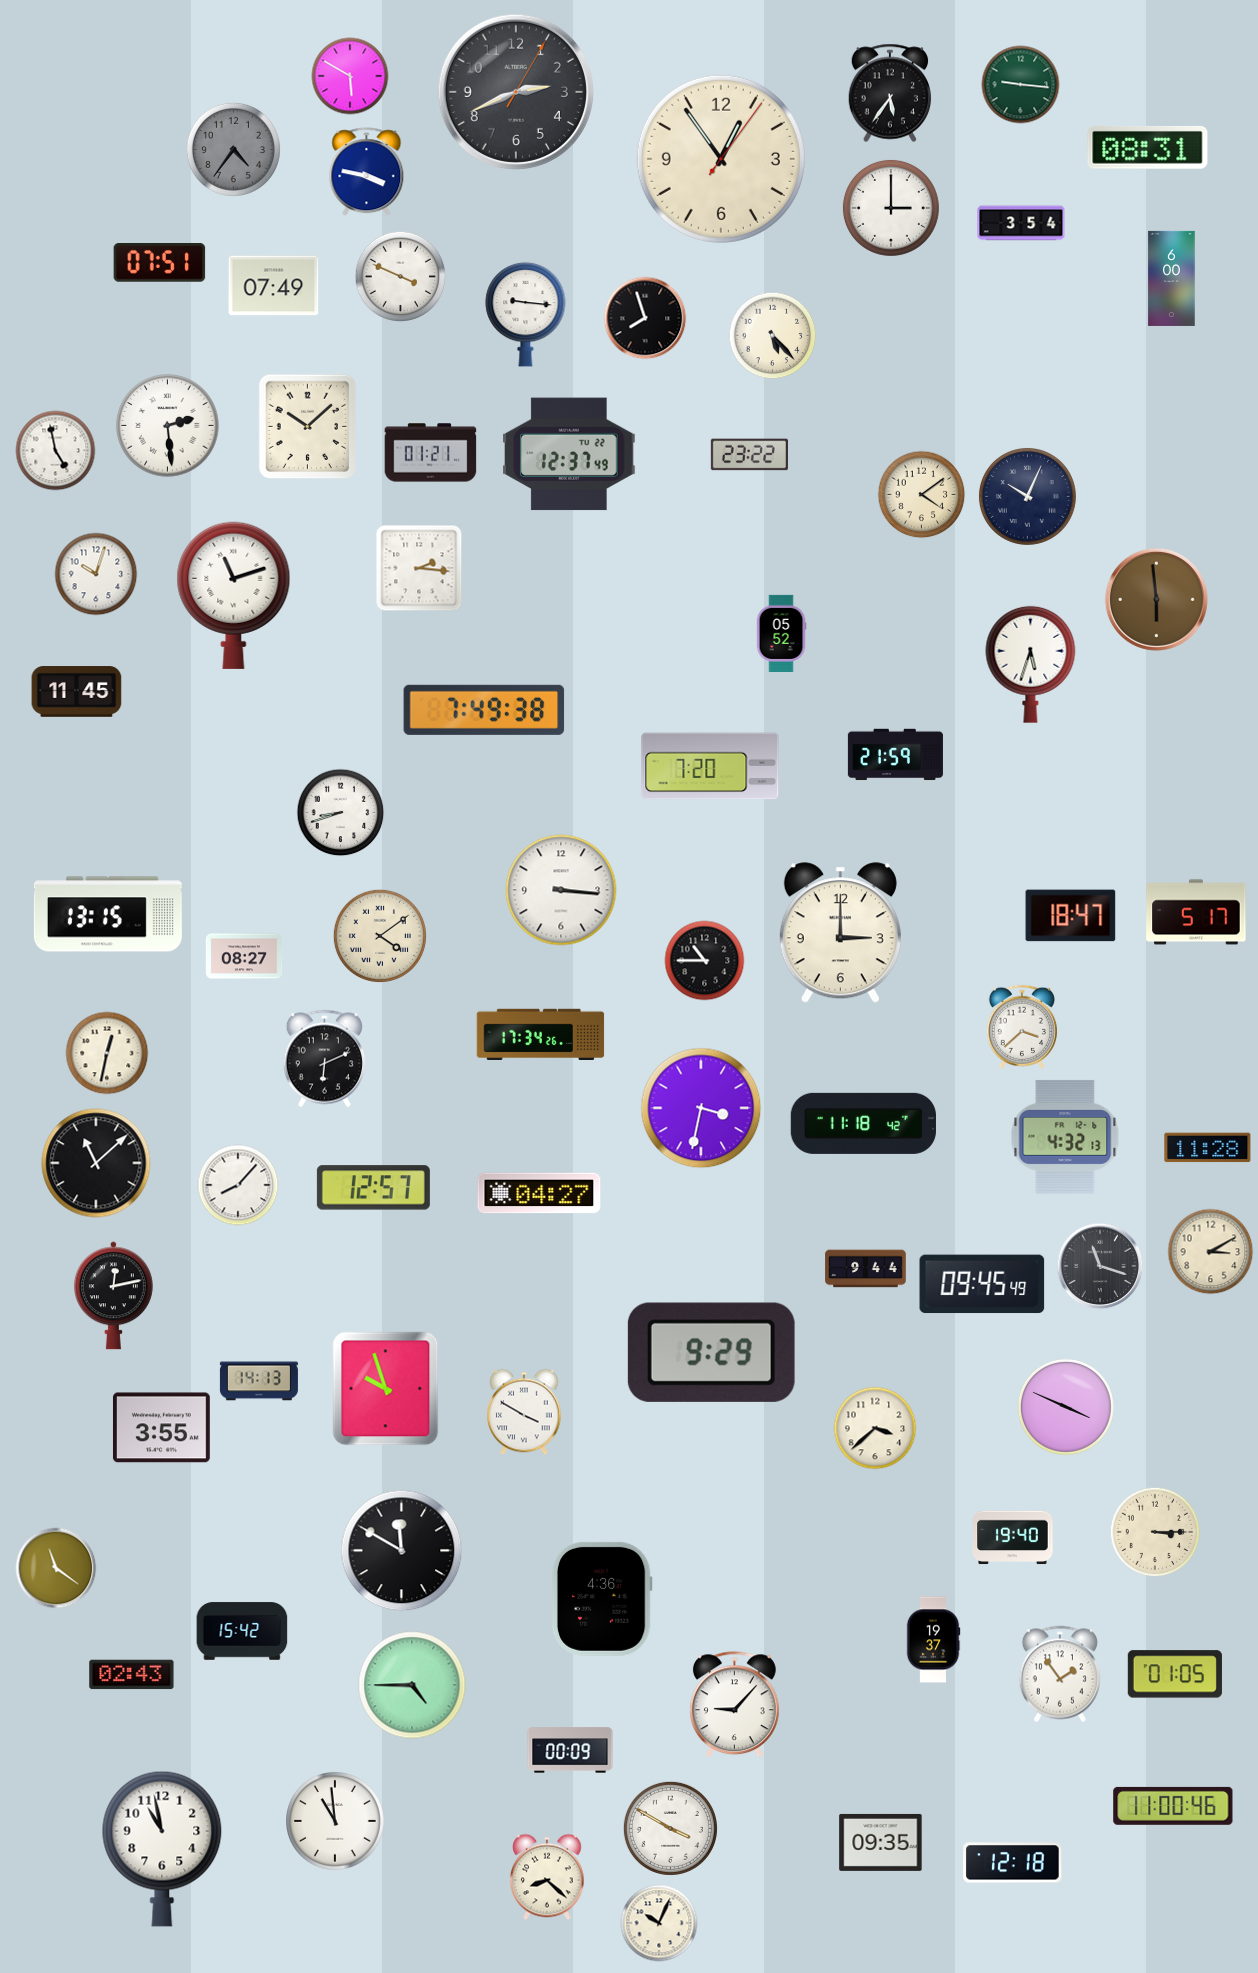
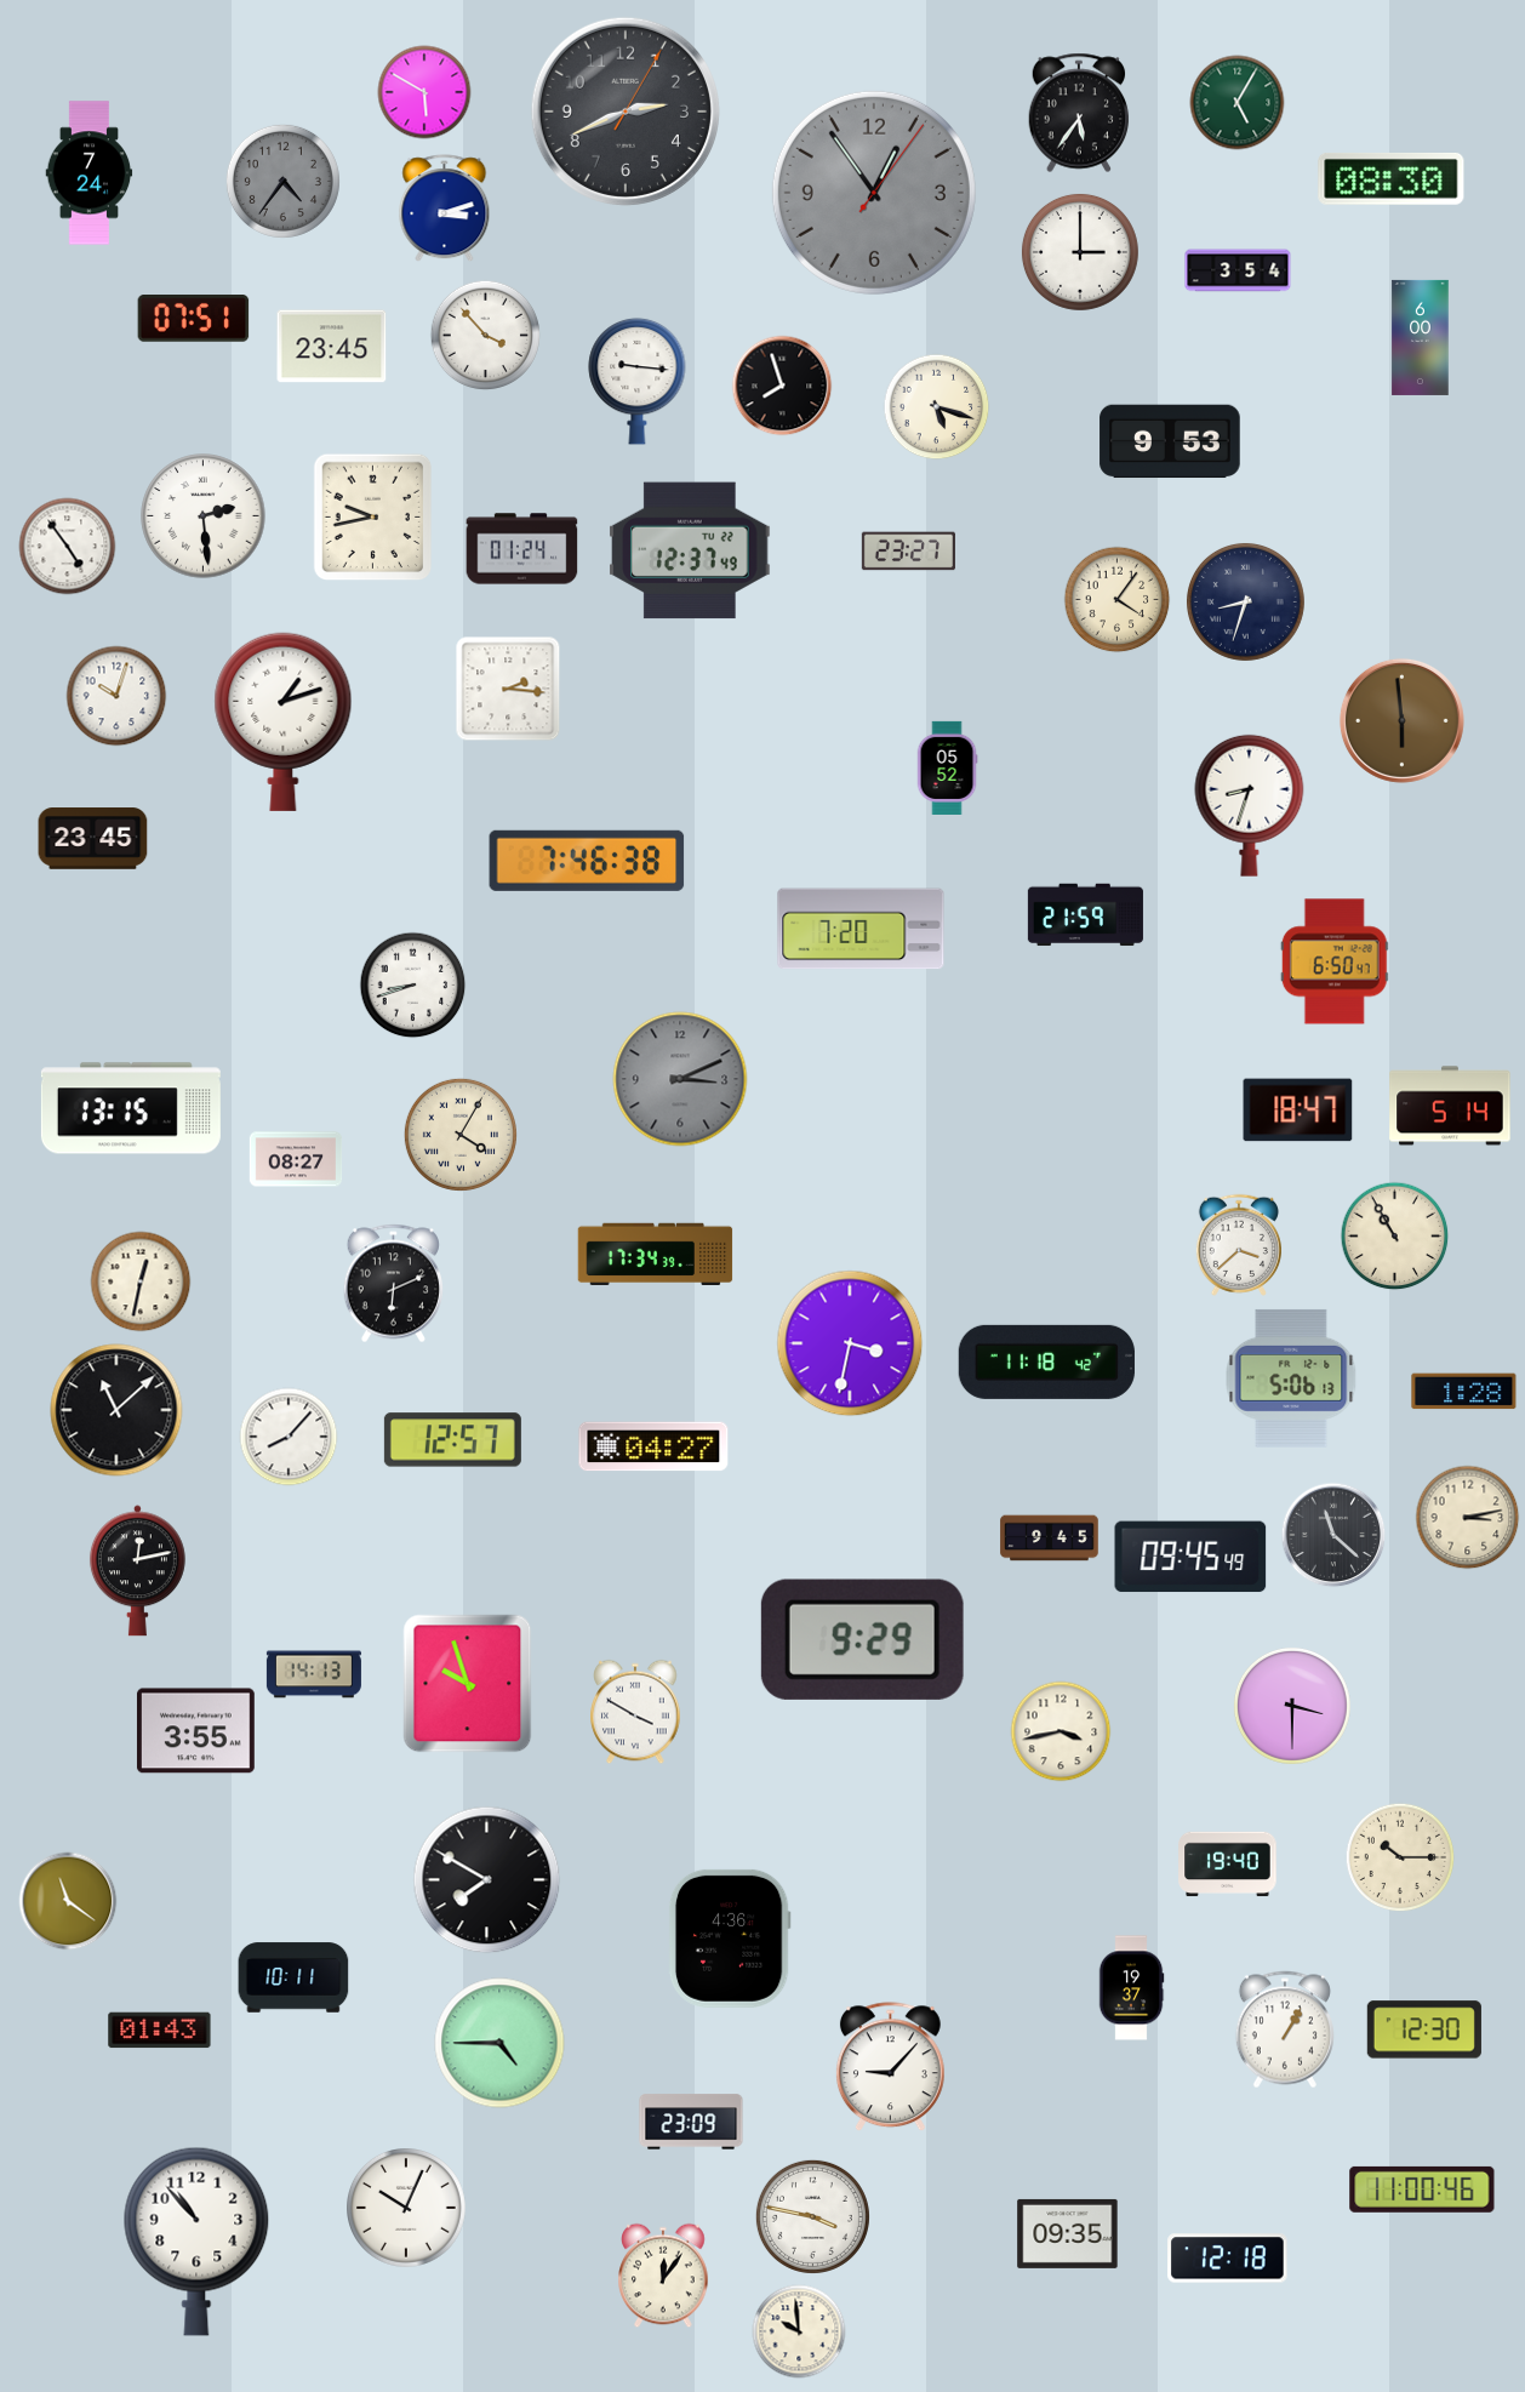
clock at (1021, 85): 9:16 -> 5:05
clock at (90, 173): none -> 7:24
clock at (1148, 147): 08:31 -> 08:30
clock at (721, 159) dial: cream -> grey
clock at (367, 172): 3:47 -> 3:12
clock at (401, 277): 3:49 -> 3:53
clock at (274, 286): 07:49 -> 23:45
clock at (773, 336): 5:23 -> 5:18
clock at (1170, 441): none -> 9:53
clock at (308, 427): 10:08 -> 9:43
clock at (56, 451): 4:58 -> 4:54
clock at (431, 453): 01:21 -> 01:24
clock at (749, 455): 23:22 -> 23:27
clock at (922, 495): 4:09 -> 4:06
clock at (1027, 496): 10:04 -> 8:33
clock at (234, 595): 11:12 -> 1:12
clock at (1156, 599) position: (1156, 599) -> (1401, 720)
clock at (1031, 664): 5:33 -> 8:33
clock at (77, 692): 11:45 -> 23:45
clock at (484, 710): 7:49 -> 7:46
clock at (1335, 961): none -> 6:50
clock at (561, 890): 3:16 -> 3:11
clock at (561, 890) dial: white -> grey
clock at (1196, 912): 5:17 -> 5:14
clock at (840, 933): 3:00 -> none
clock at (380, 936): 4:09 -> 4:05
clock at (705, 961): 10:45 -> none
clock at (1395, 1237): none -> 10:55
clock at (541, 1034): 17:34:26 -> 17:34:39
clock at (107, 1053) position: (107, 1053) -> (141, 1281)
clock at (1065, 1137): 4:32 -> 5:06
clock at (1208, 1148): 11:28 -> 1:28
clock at (1211, 1252): 3:10 -> 3:13
clock at (1100, 1266): 11:18 -> 11:22
clock at (866, 1269): 9:44 -> 9:45
clock at (1066, 1407): 3:49 -> 3:30
clock at (875, 1428): 3:38 -> 3:43
clock at (1155, 1532): 3:15 -> 10:15
clock at (402, 1551): 11:50 -> 7:50
clock at (242, 1631): 15:42 -> 10:11
clock at (1060, 1674): 1:54 -> 1:05
clock at (1175, 1674): 01:05 -> 12:30
clock at (132, 1675): 02:43 -> 01:43
clock at (570, 1750): 00:09 -> 23:09
clock at (336, 1822): 10:59 -> 10:04
clock at (670, 1828): 3:50 -> 3:47
clock at (162, 1849): 10:58 -> 10:53
clock at (547, 1877): 8:22 -> 12:06
clock at (659, 1923): 10:04 -> 9:59
